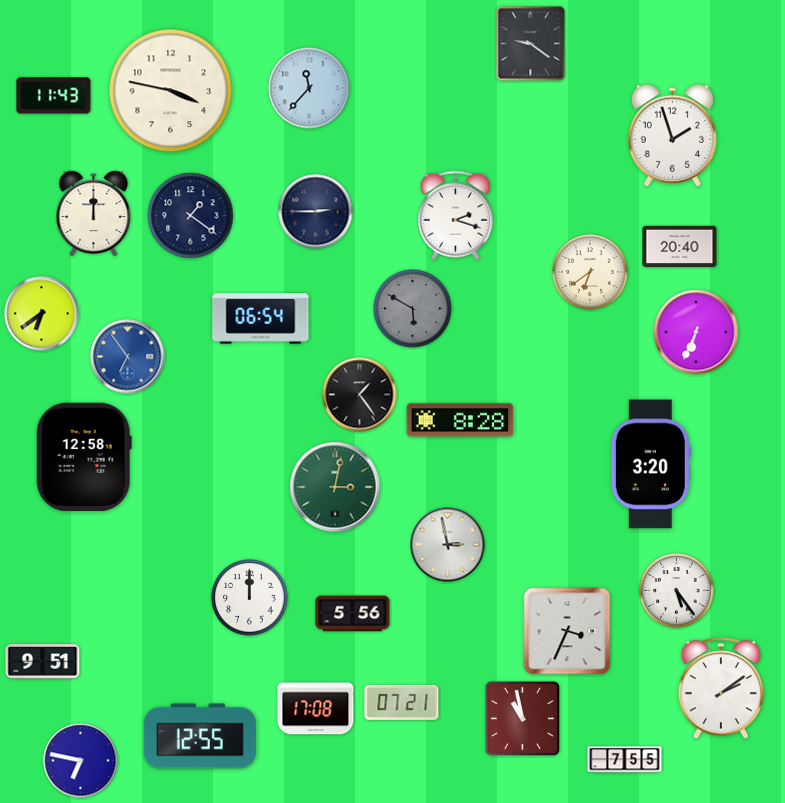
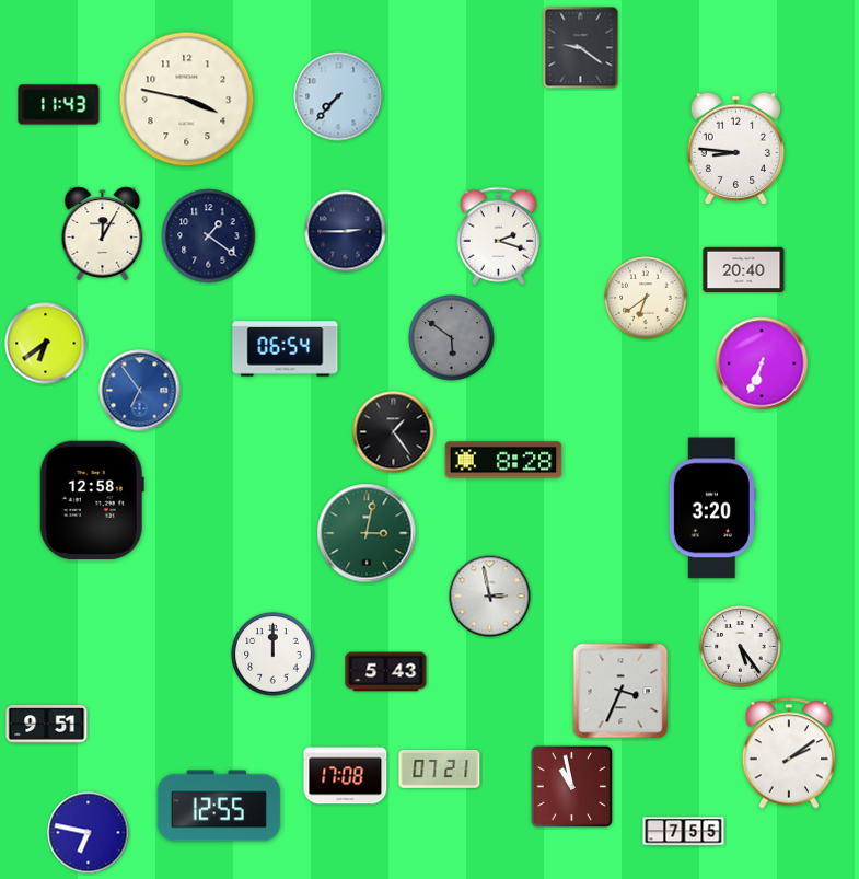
clock at (309, 88): 11:37 -> 7:37
clock at (672, 135): 1:57 -> 8:46
clock at (94, 214): 12:00 -> 12:05
clock at (413, 309): 5:50 -> 5:51
clock at (353, 614): 5:56 -> 5:43
